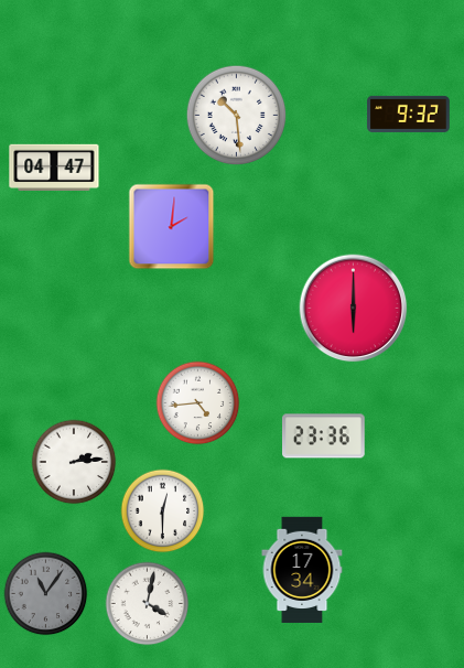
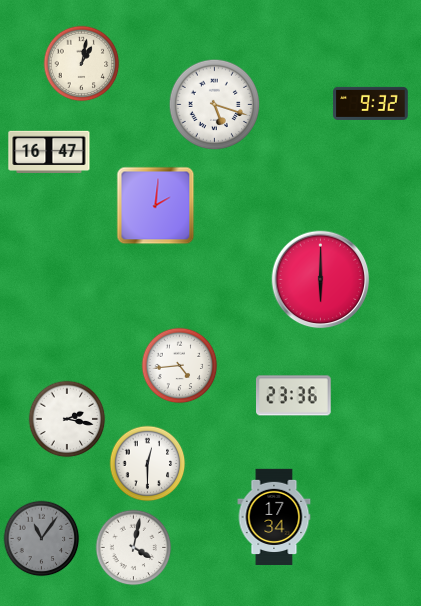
clock at (82, 64): none -> 1:02
clock at (237, 116): 10:29 -> 5:18
clock at (54, 168): 04:47 -> 16:47
clock at (74, 462): 2:14 -> 2:17
